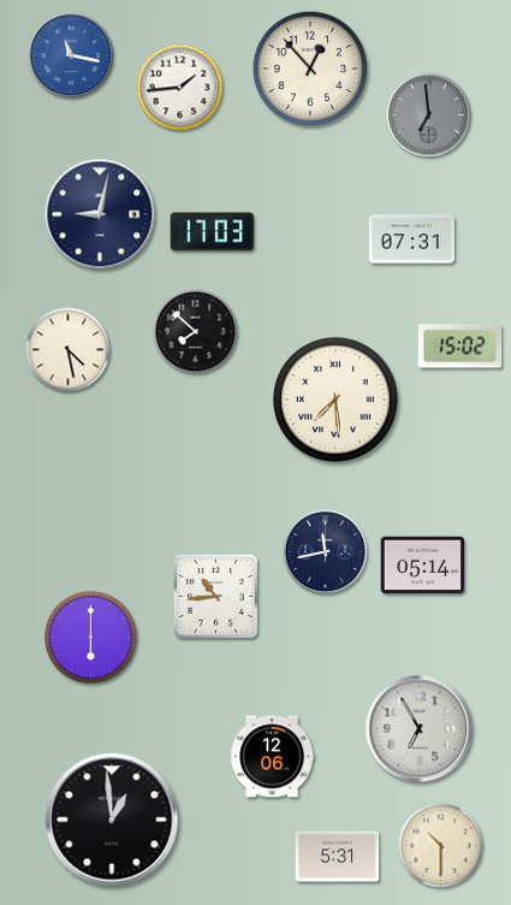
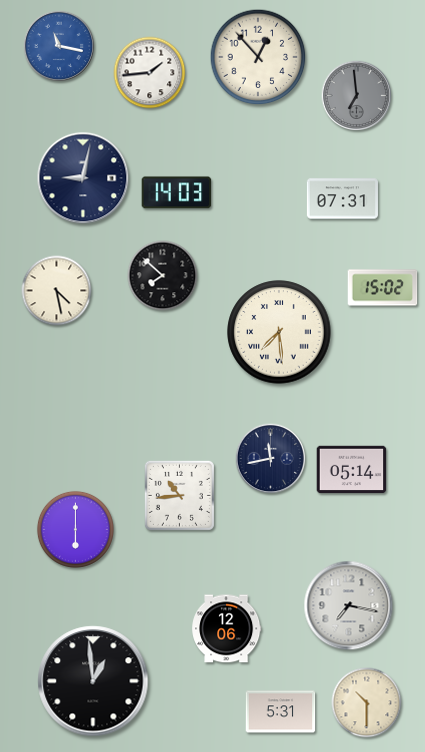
clock at (213, 232): 17:03 -> 14:03
clock at (420, 729): 6:55 -> 7:17
